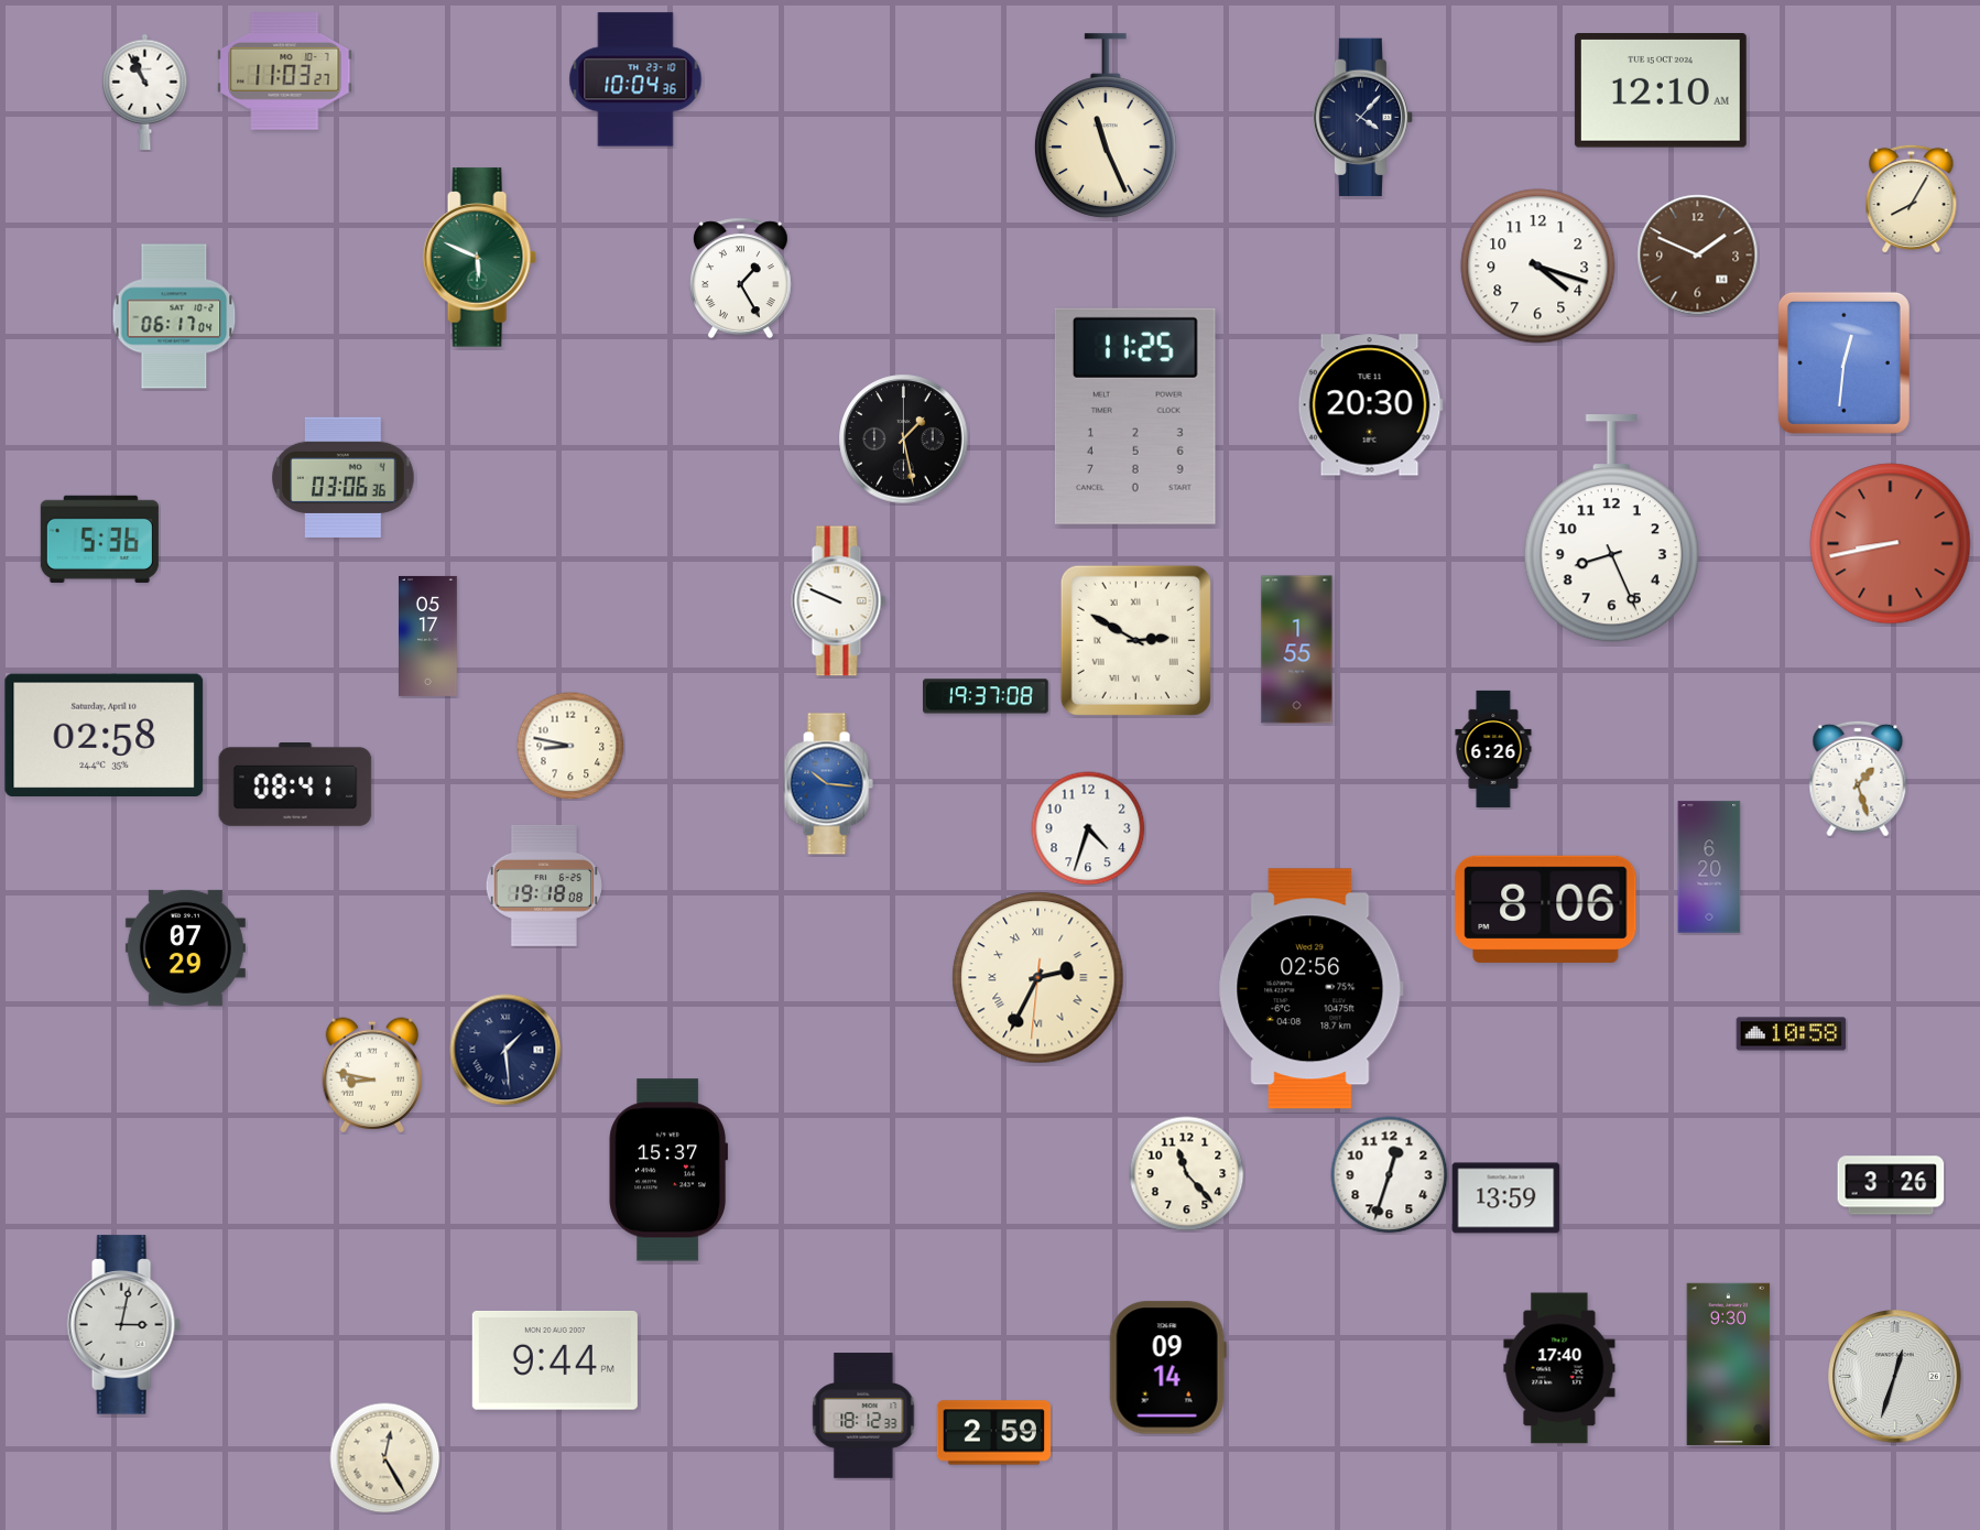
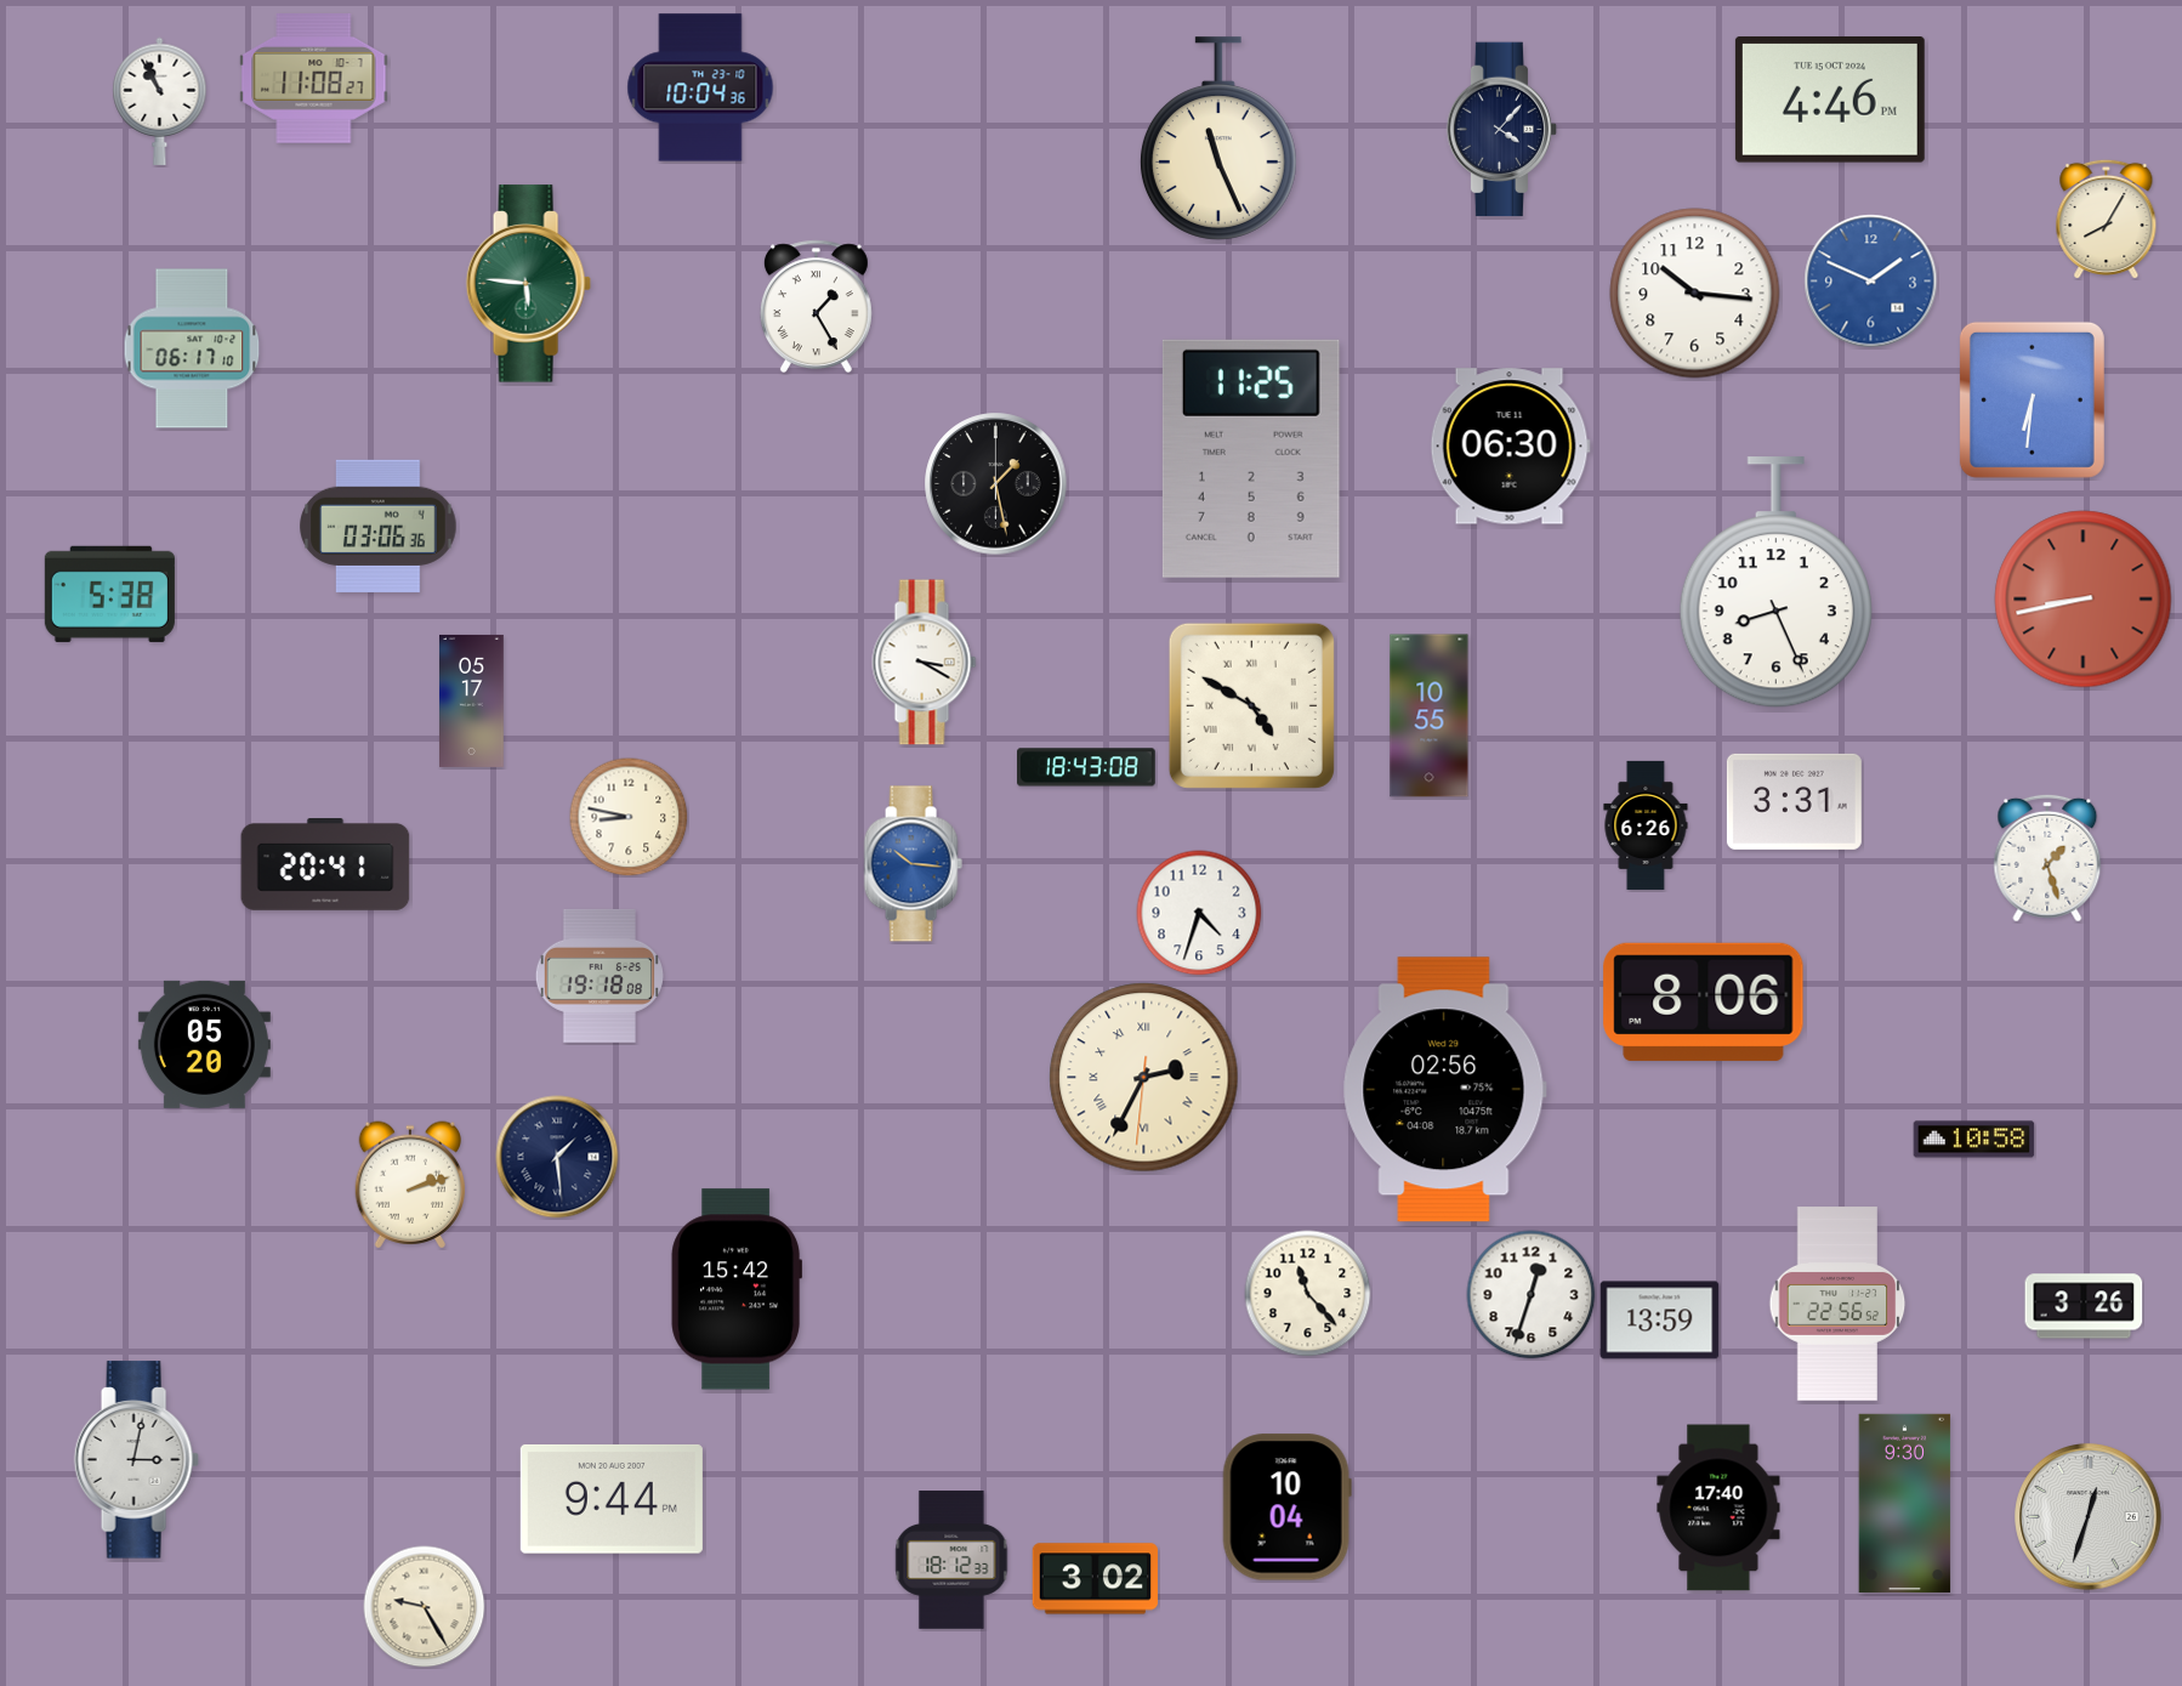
clock at (285, 72): 11:03 -> 11:08
clock at (1661, 91): 12:10 -> 4:46
clock at (1698, 256) dial: brown -> blue
clock at (479, 258): 5:49 -> 5:46
clock at (1538, 267): 4:18 -> 10:16
clock at (174, 316): 06:17:04 -> 06:17:10
clock at (1843, 362): 12:31 -> 6:31
clock at (1370, 405): 20:30 -> 06:30
clock at (99, 539): 5:36 -> 5:38
clock at (839, 601): 9:49 -> 3:20
clock at (1135, 640): 2:50 -> 4:50
clock at (1297, 650): 1:55 -> 10:55
clock at (987, 696): 19:37 -> 18:43
clock at (1794, 801): none -> 3:31
clock at (105, 735): 02:58 -> none
clock at (570, 746) position: (570, 746) -> (629, 817)
clock at (295, 785): 08:41 -> 20:41
clock at (1709, 867): 6:20 -> none
clock at (185, 947): 07:29 -> 05:20
clock at (372, 1075): 8:47 -> 2:12
clock at (668, 1170): 15:37 -> 15:42
clock at (1837, 1304): none -> 22:56
clock at (1167, 1368): 09:14 -> 10:04
clock at (993, 1433): 2:59 -> 3:02
clock at (385, 1458): 12:25 -> 9:25
